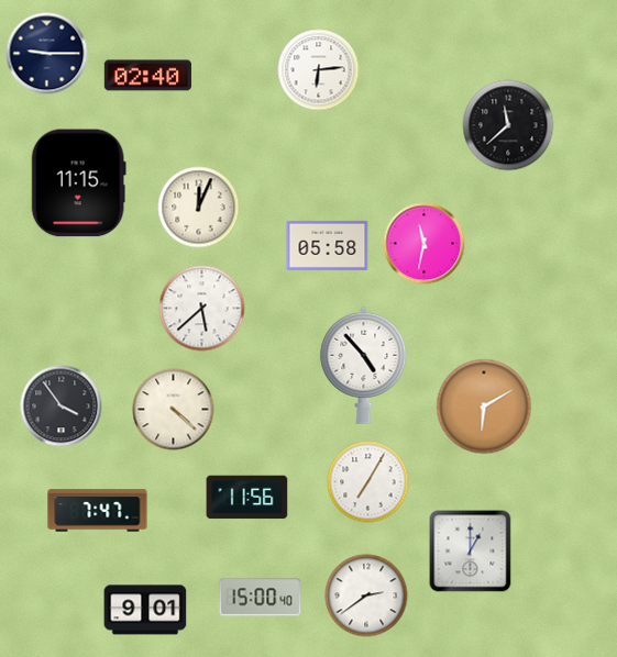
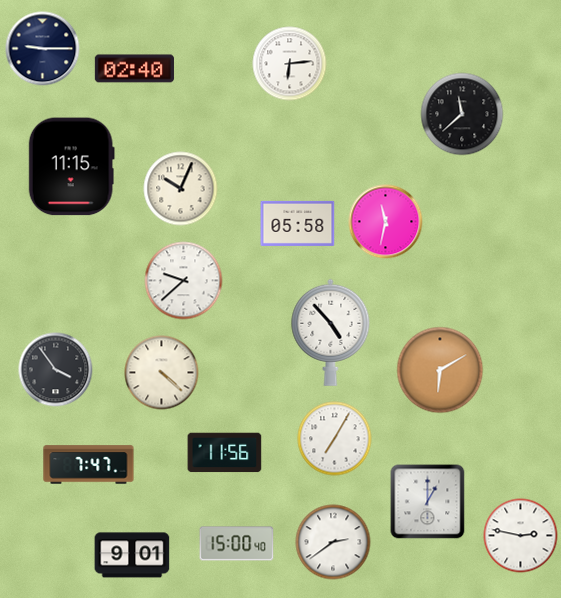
clock at (199, 208): 12:04 -> 10:04
clock at (202, 309): 5:38 -> 9:38
clock at (174, 410) position: (174, 410) -> (162, 373)
clock at (521, 536): none -> 2:47
